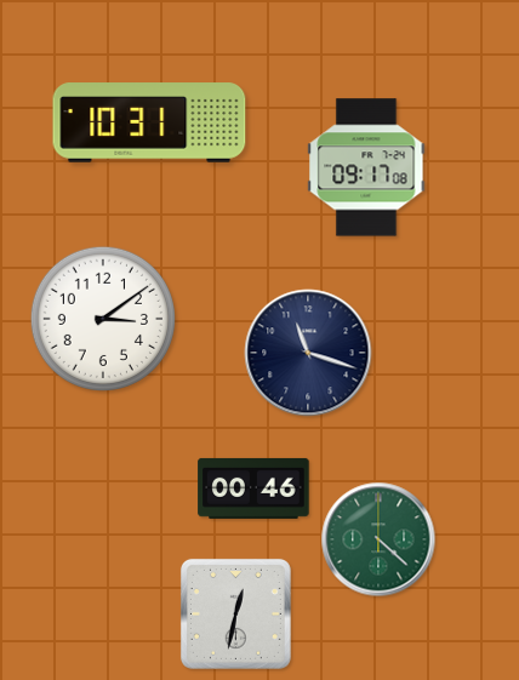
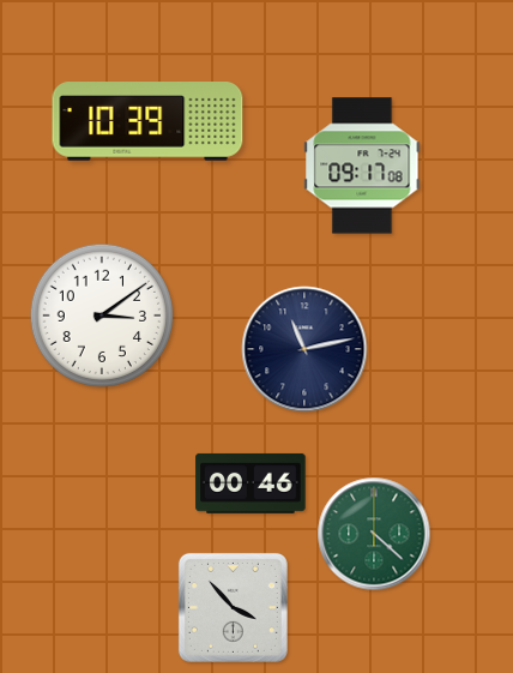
clock at (149, 122): 10:31 -> 10:39
clock at (308, 353): 11:18 -> 11:13
clock at (235, 613): 12:32 -> 3:53
